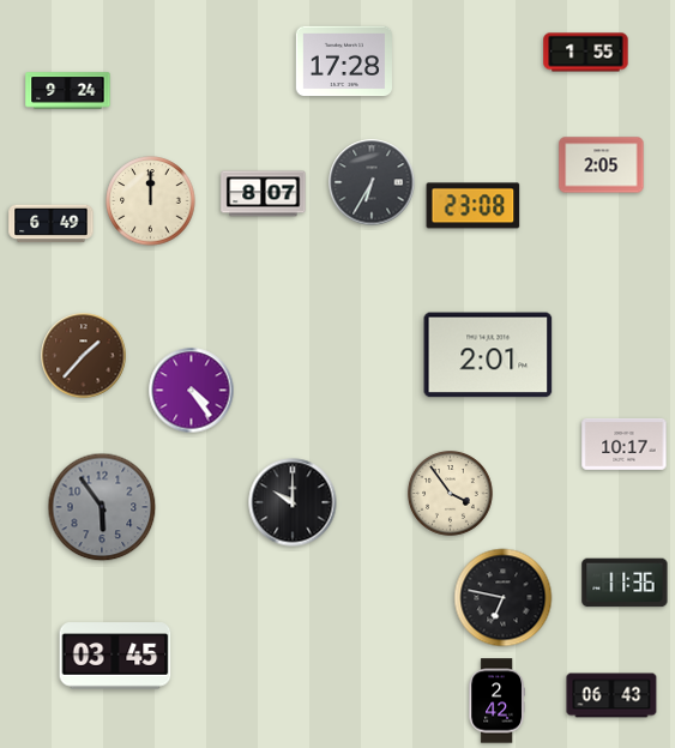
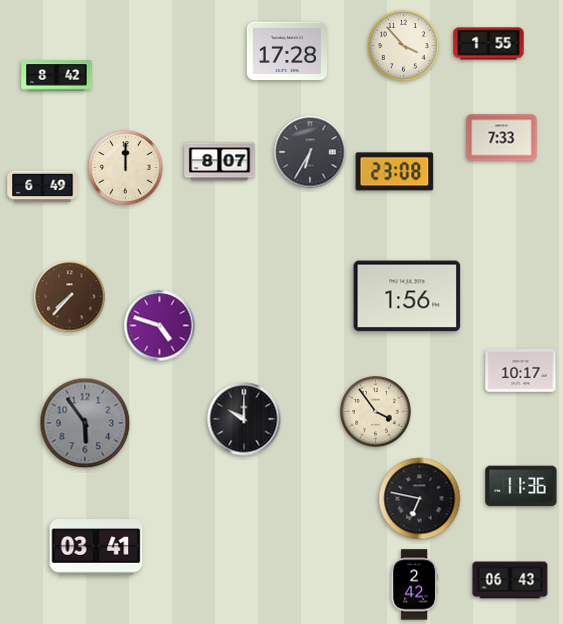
clock at (404, 46): none -> 3:53
clock at (68, 91): 9:24 -> 8:42
clock at (602, 165): 2:05 -> 7:33
clock at (488, 355): 2:01 -> 1:56
clock at (84, 356): 1:37 -> 7:37
clock at (192, 391): 4:24 -> 4:48
clock at (115, 656): 03:45 -> 03:41
